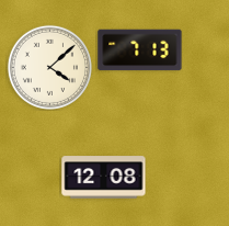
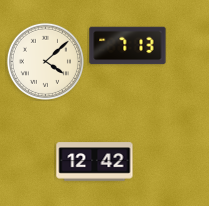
clock at (104, 178): 12:08 -> 12:42
